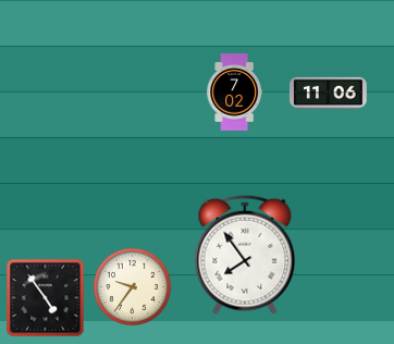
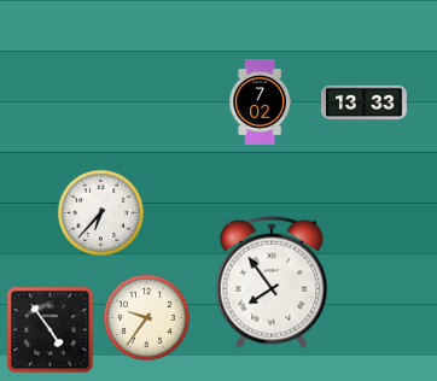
clock at (329, 94): 11:06 -> 13:33
clock at (101, 213): none -> 6:37
